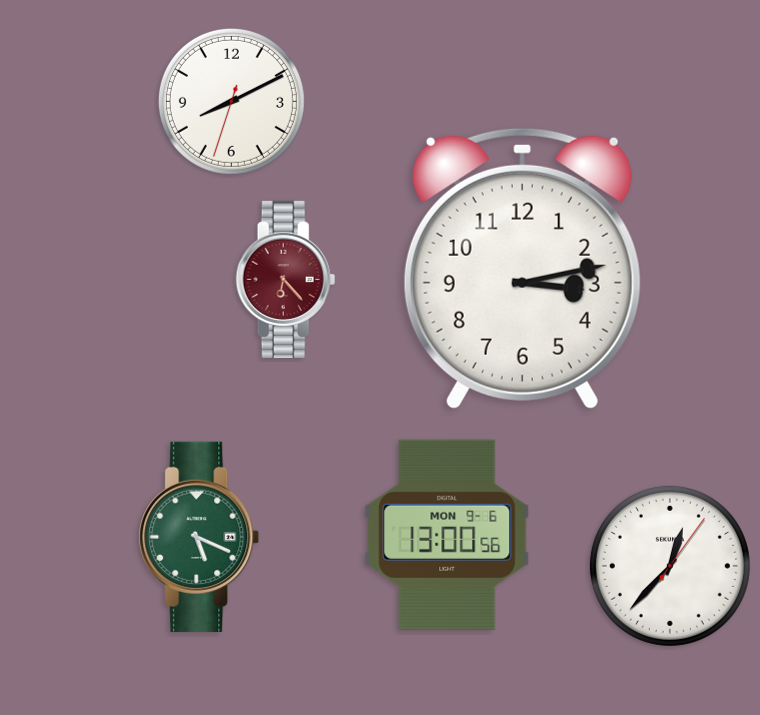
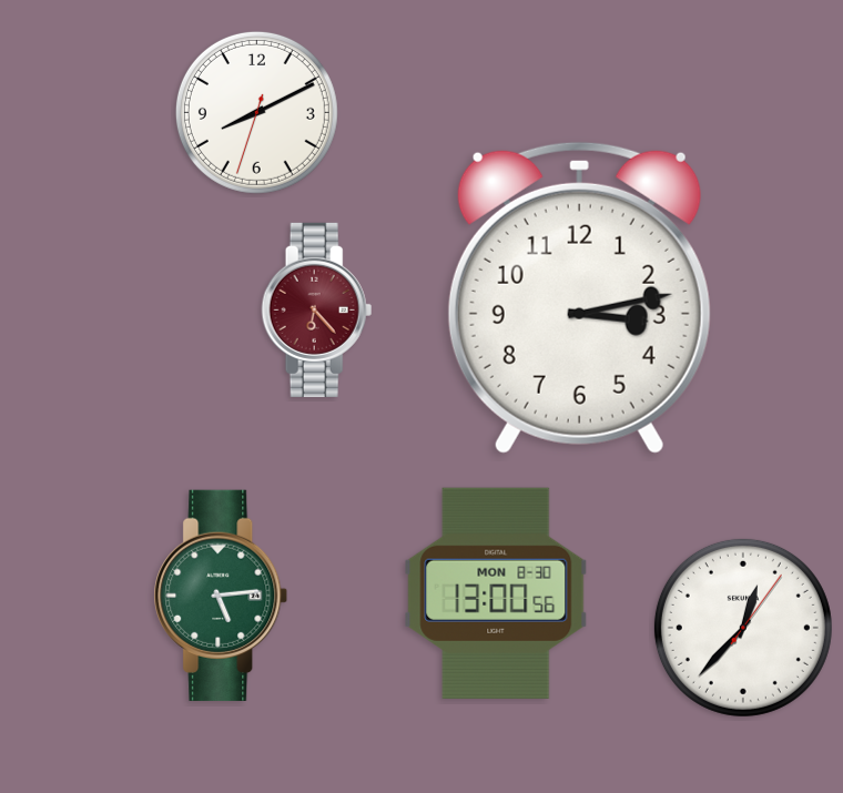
clock at (447, 535) date: MON 9-6 -> MON 8-30
clock at (199, 537): 5:19 -> 5:14
